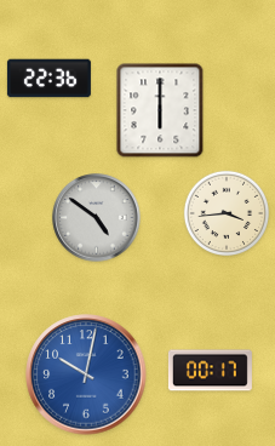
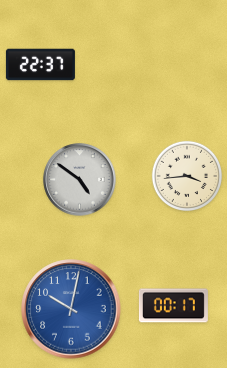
clock at (48, 79): 22:36 -> 22:37
clock at (160, 110): 6:00 -> none
